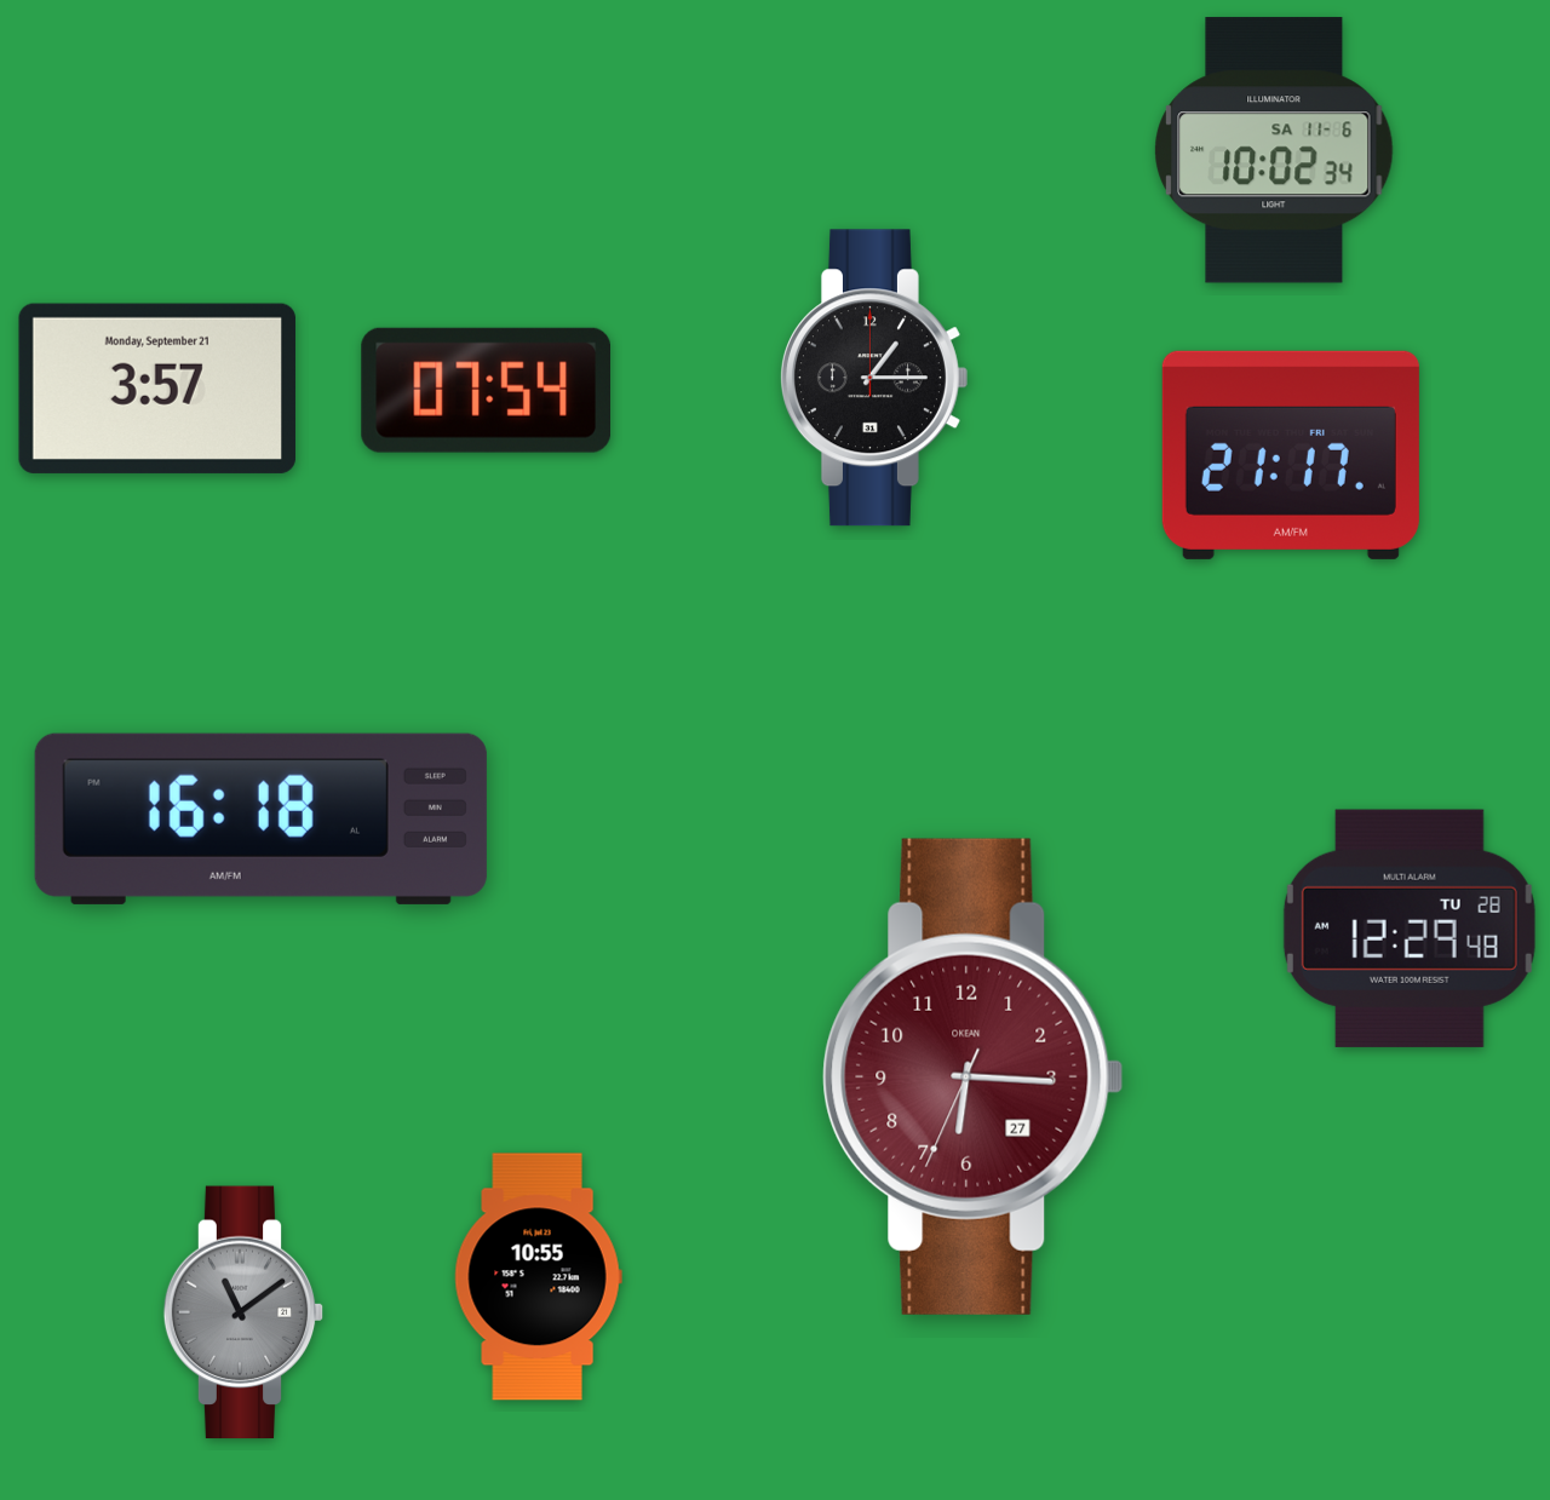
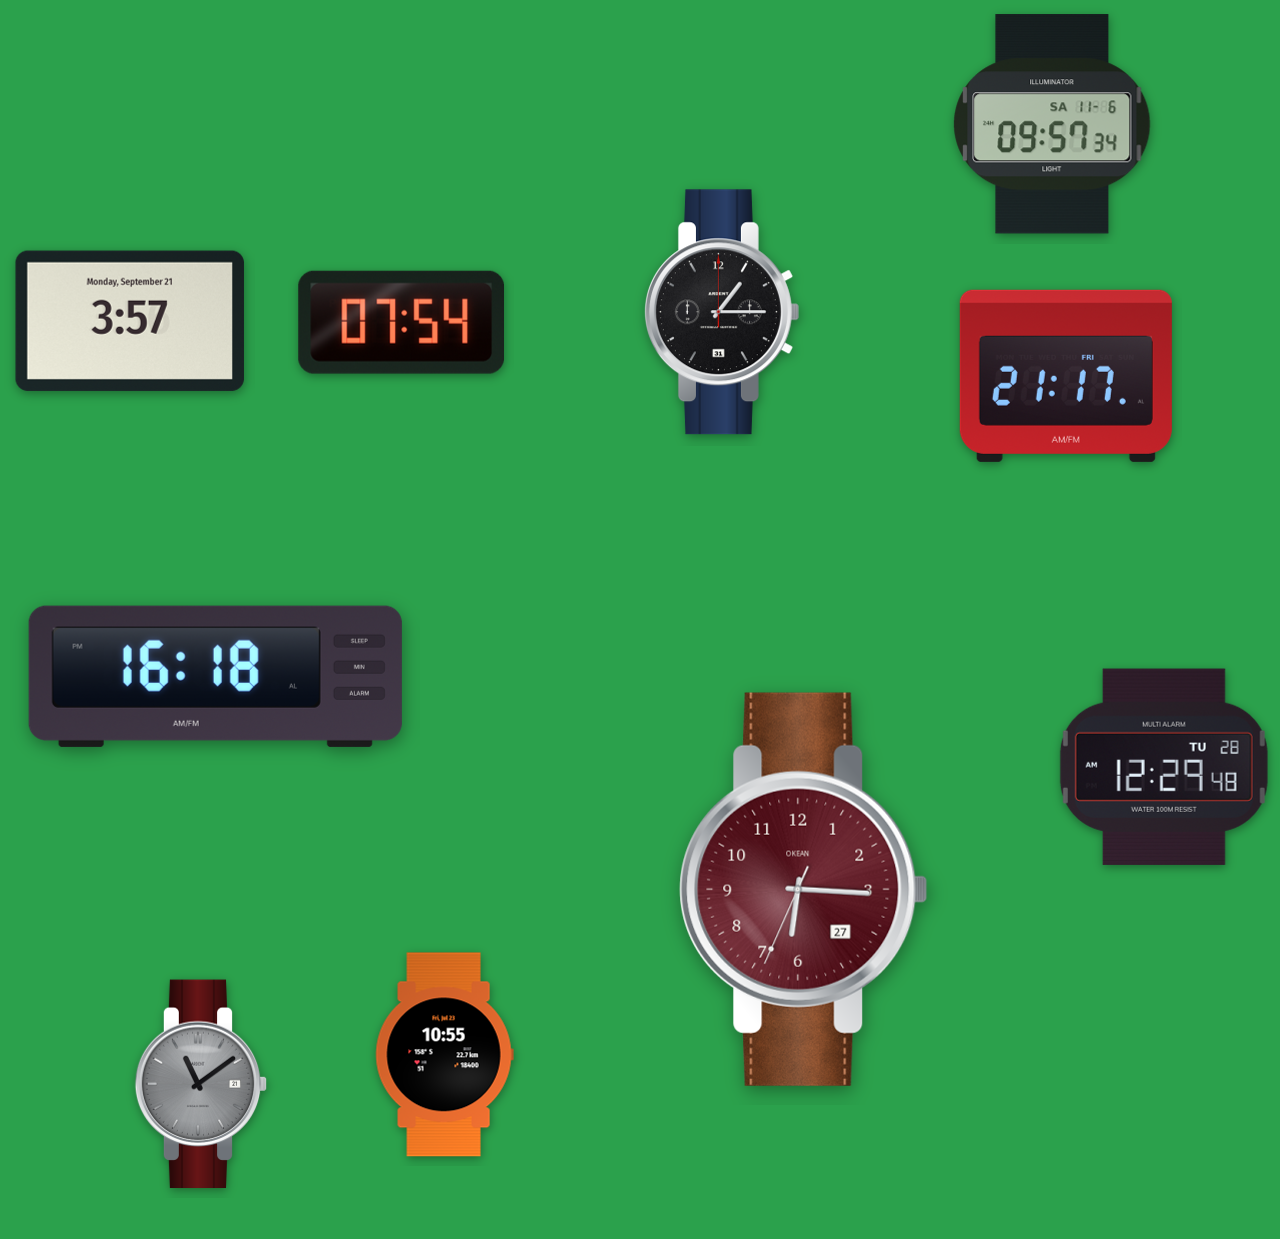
clock at (1274, 150): 10:02 -> 09:57
